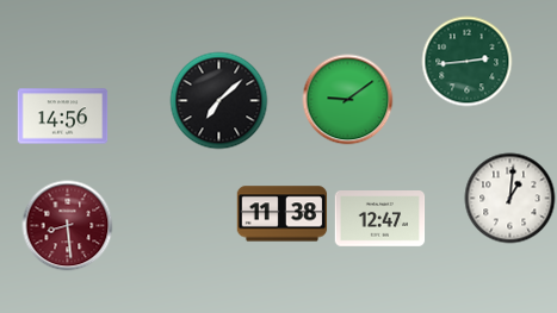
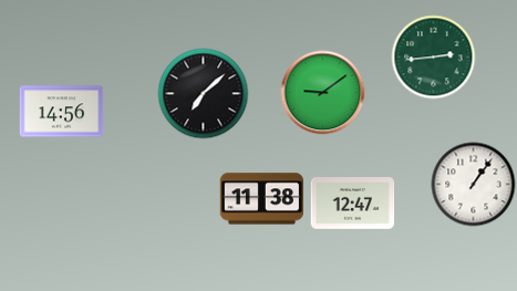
clock at (63, 117) position: (63, 117) -> (62, 112)
clock at (510, 199): 1:01 -> 1:06
clock at (68, 226): 8:29 -> none
